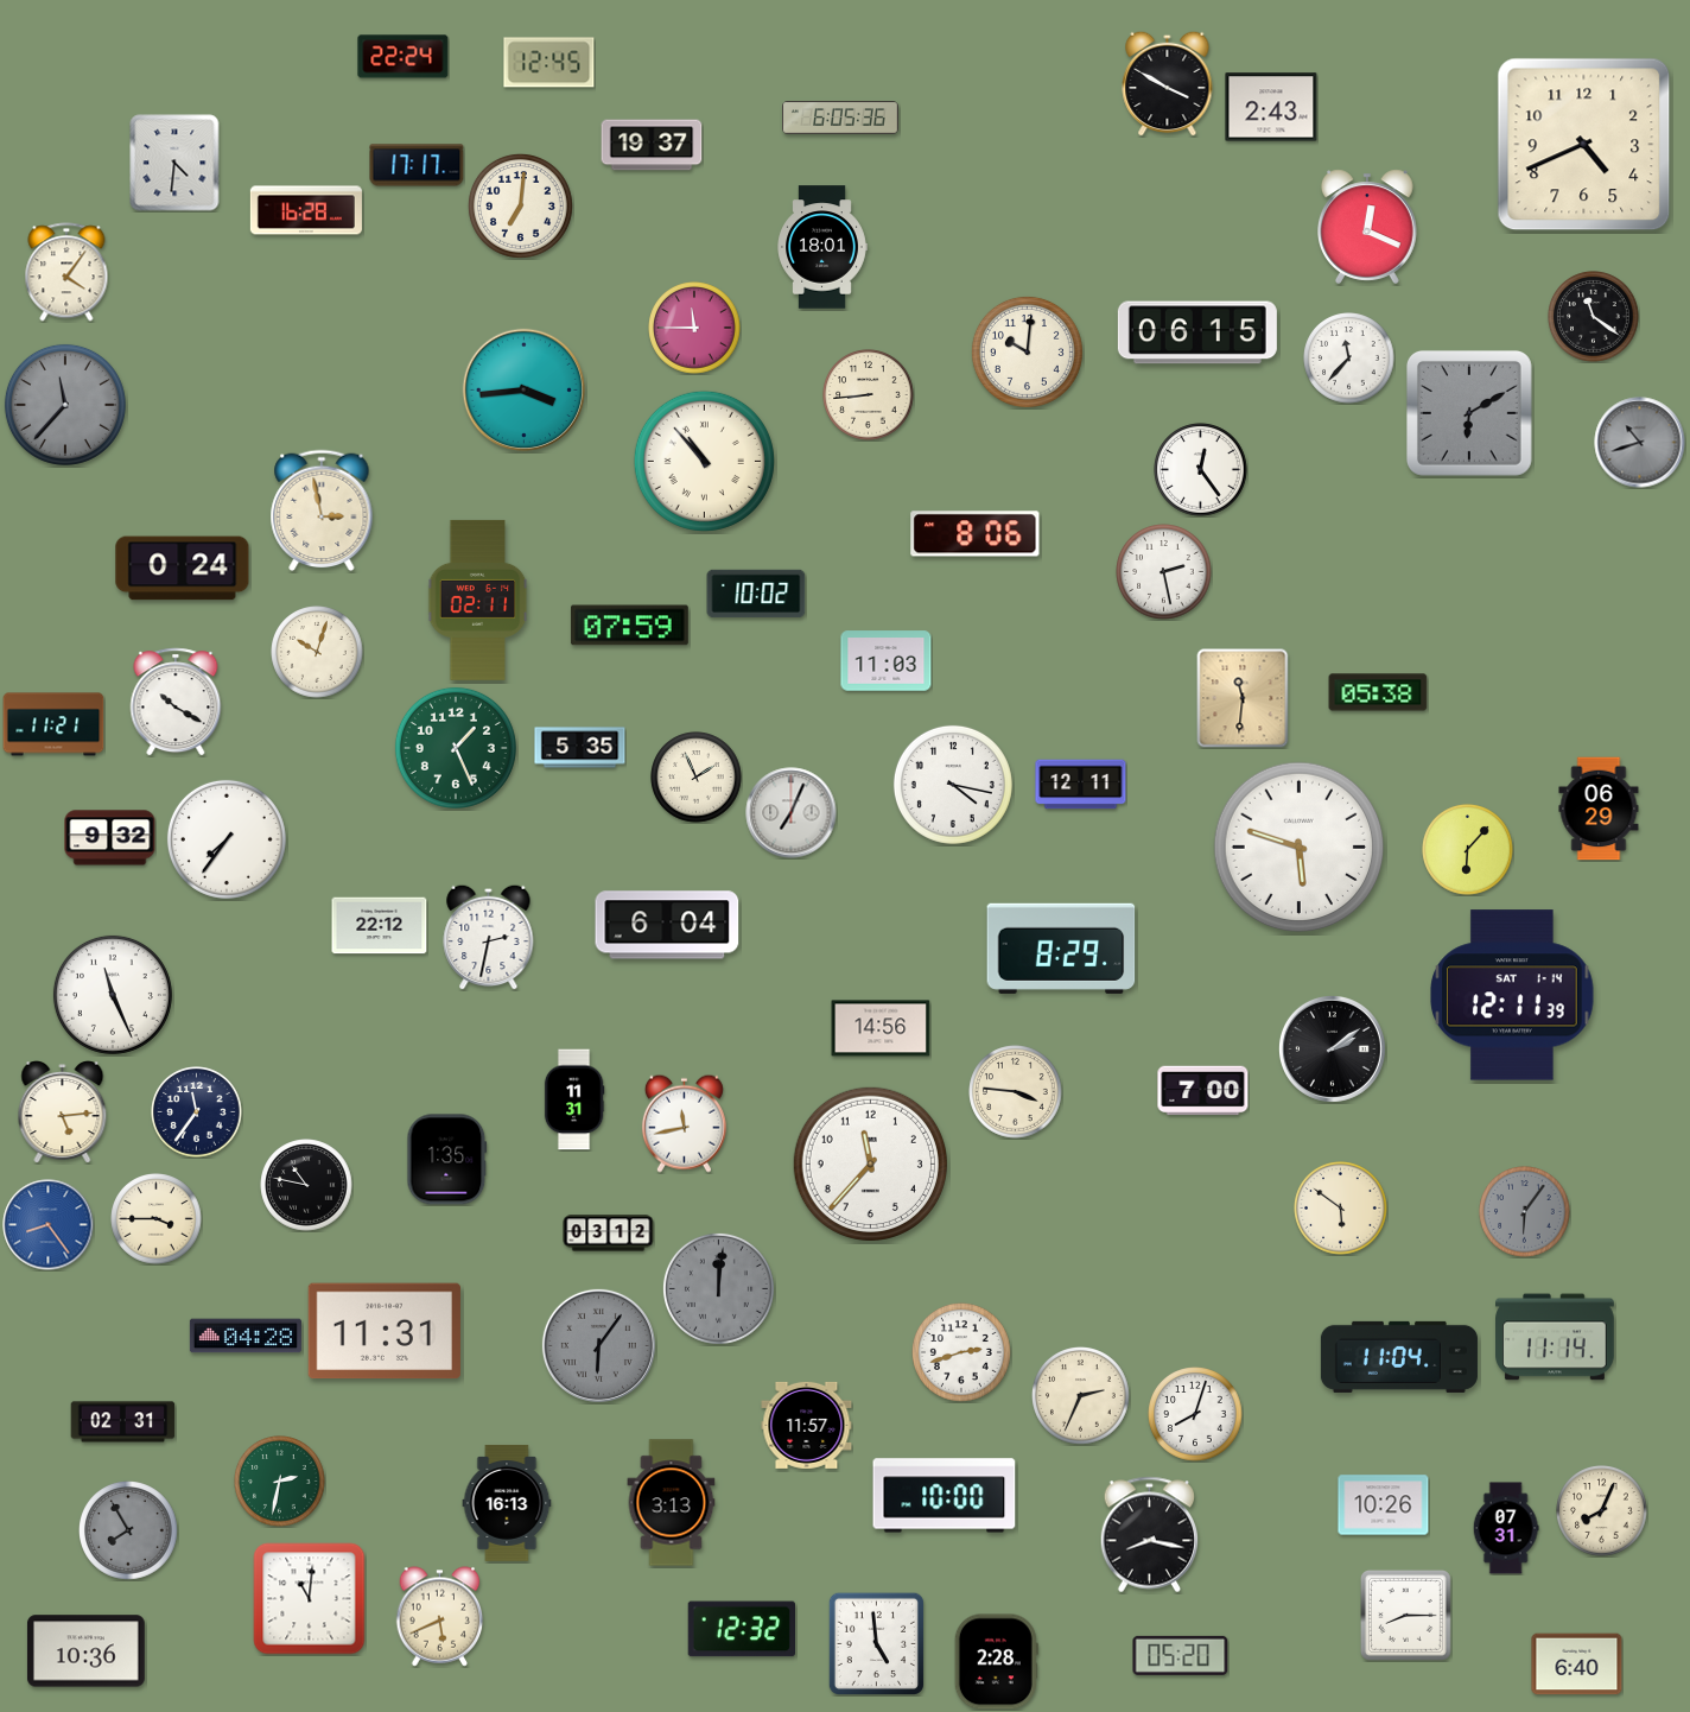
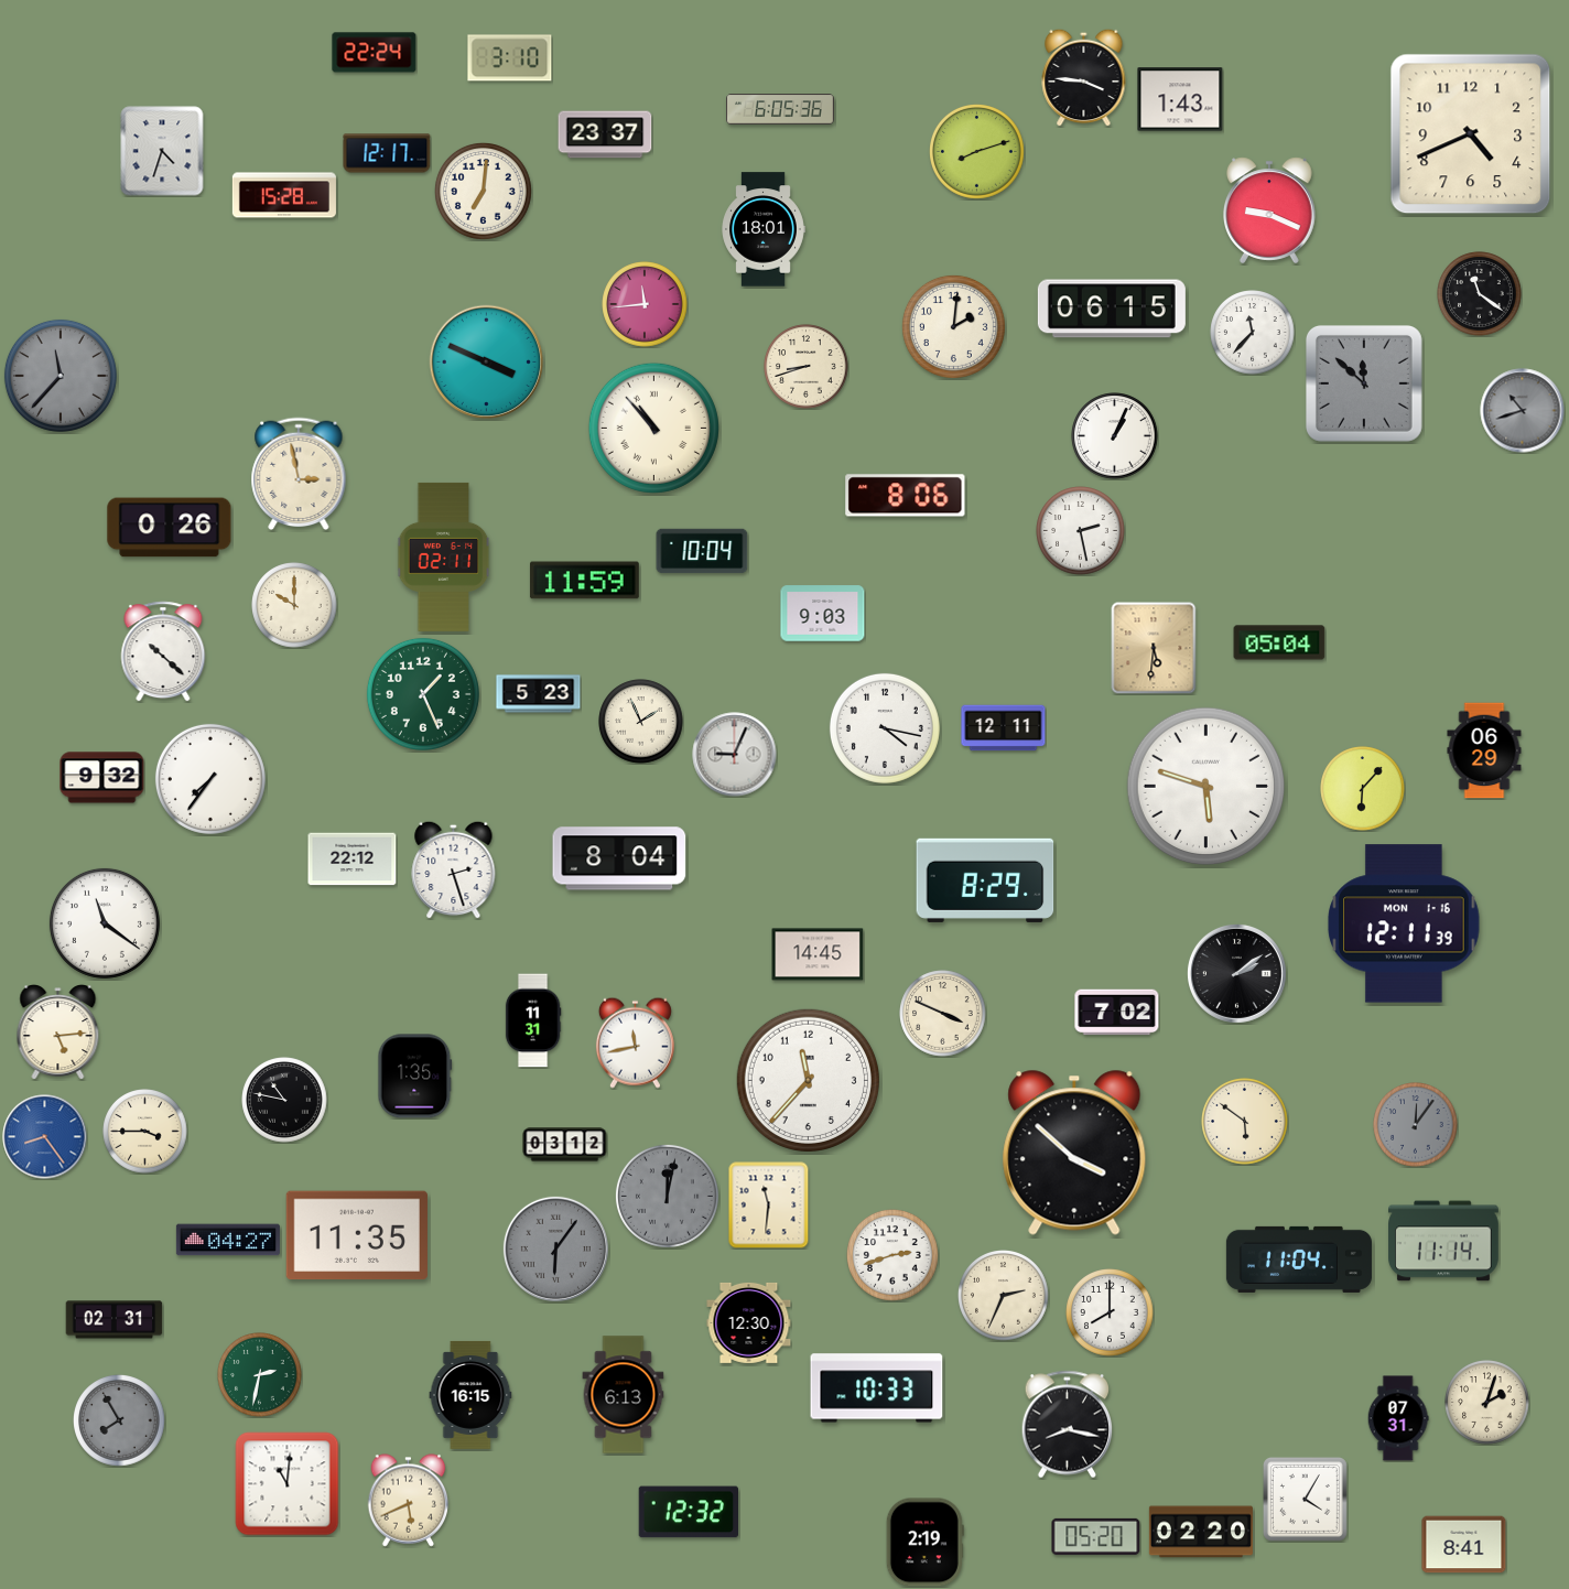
clock at (549, 63): 12:45 -> 3:10
clock at (1168, 83): 3:50 -> 3:46
clock at (1271, 107): 2:43 -> 1:43
clock at (652, 145): 19:37 -> 23:37
clock at (174, 163): 4:31 -> 4:33
clock at (977, 152): none -> 8:12
clock at (417, 165): 17:17 -> 12:17
clock at (306, 210): 16:28 -> 15:28
clock at (1368, 227): 12:19 -> 9:19
clock at (66, 272): 4:06 -> none
clock at (694, 328): 11:45 -> 11:44
clock at (1027, 351): 10:01 -> 2:01
clock at (525, 391): 3:44 -> 3:49
clock at (869, 395): 8:44 -> 8:42
clock at (1469, 413): 6:10 -> 11:52
clock at (1201, 470): 12:24 -> 1:04
clock at (183, 569): 0:24 -> 0:26
clock at (756, 594): 10:02 -> 10:04
clock at (629, 626): 07:59 -> 11:59
clock at (317, 652): 10:03 -> 10:00
clock at (887, 661): 11:03 -> 9:03
clock at (1378, 692): 05:38 -> 05:04
clock at (1243, 698): 11:31 -> 5:31
clock at (176, 702): 10:20 -> 10:22
clock at (53, 724): 11:21 -> none
clock at (580, 748): 5:35 -> 5:23
clock at (697, 778) position: (697, 778) -> (641, 722)
clock at (792, 813): 7:04 -> 9:04
clock at (667, 925): 6:04 -> 8:04
clock at (489, 937): 2:32 -> 2:27
clock at (113, 995): 11:26 -> 11:21
clock at (1512, 995) date: SAT 1-14 -> MON 1-16
clock at (881, 1028): 14:56 -> 14:45
clock at (1203, 1091): 7:00 -> 7:02
clock at (1016, 1092): 3:46 -> 3:49
clock at (197, 1112): 11:36 -> none
clock at (1525, 1212): 6:06 -> 12:06
clock at (1074, 1153): none -> 3:52
clock at (718, 1288): 12:01 -> 12:02
clock at (769, 1206): none -> 11:31
clock at (385, 1331): 11:31 -> 11:35
clock at (246, 1336): 04:28 -> 04:27
clock at (1195, 1414): 8:03 -> 8:00
clock at (807, 1425): 11:57 -> 12:30
clock at (945, 1496): 10:00 -> 10:33
clock at (507, 1503): 16:13 -> 16:15
clock at (672, 1503): 3:13 -> 6:13
clock at (1384, 1505): 10:26 -> none
clock at (1602, 1511): 8:04 -> 2:03
clock at (1405, 1615): 8:15 -> 4:05
clock at (876, 1643): 4:59 -> none
clock at (1201, 1532): none -> 02:20
clock at (85, 1651): 10:36 -> none
clock at (996, 1662): 2:28 -> 2:19
clock at (1577, 1665): 6:40 -> 8:41
